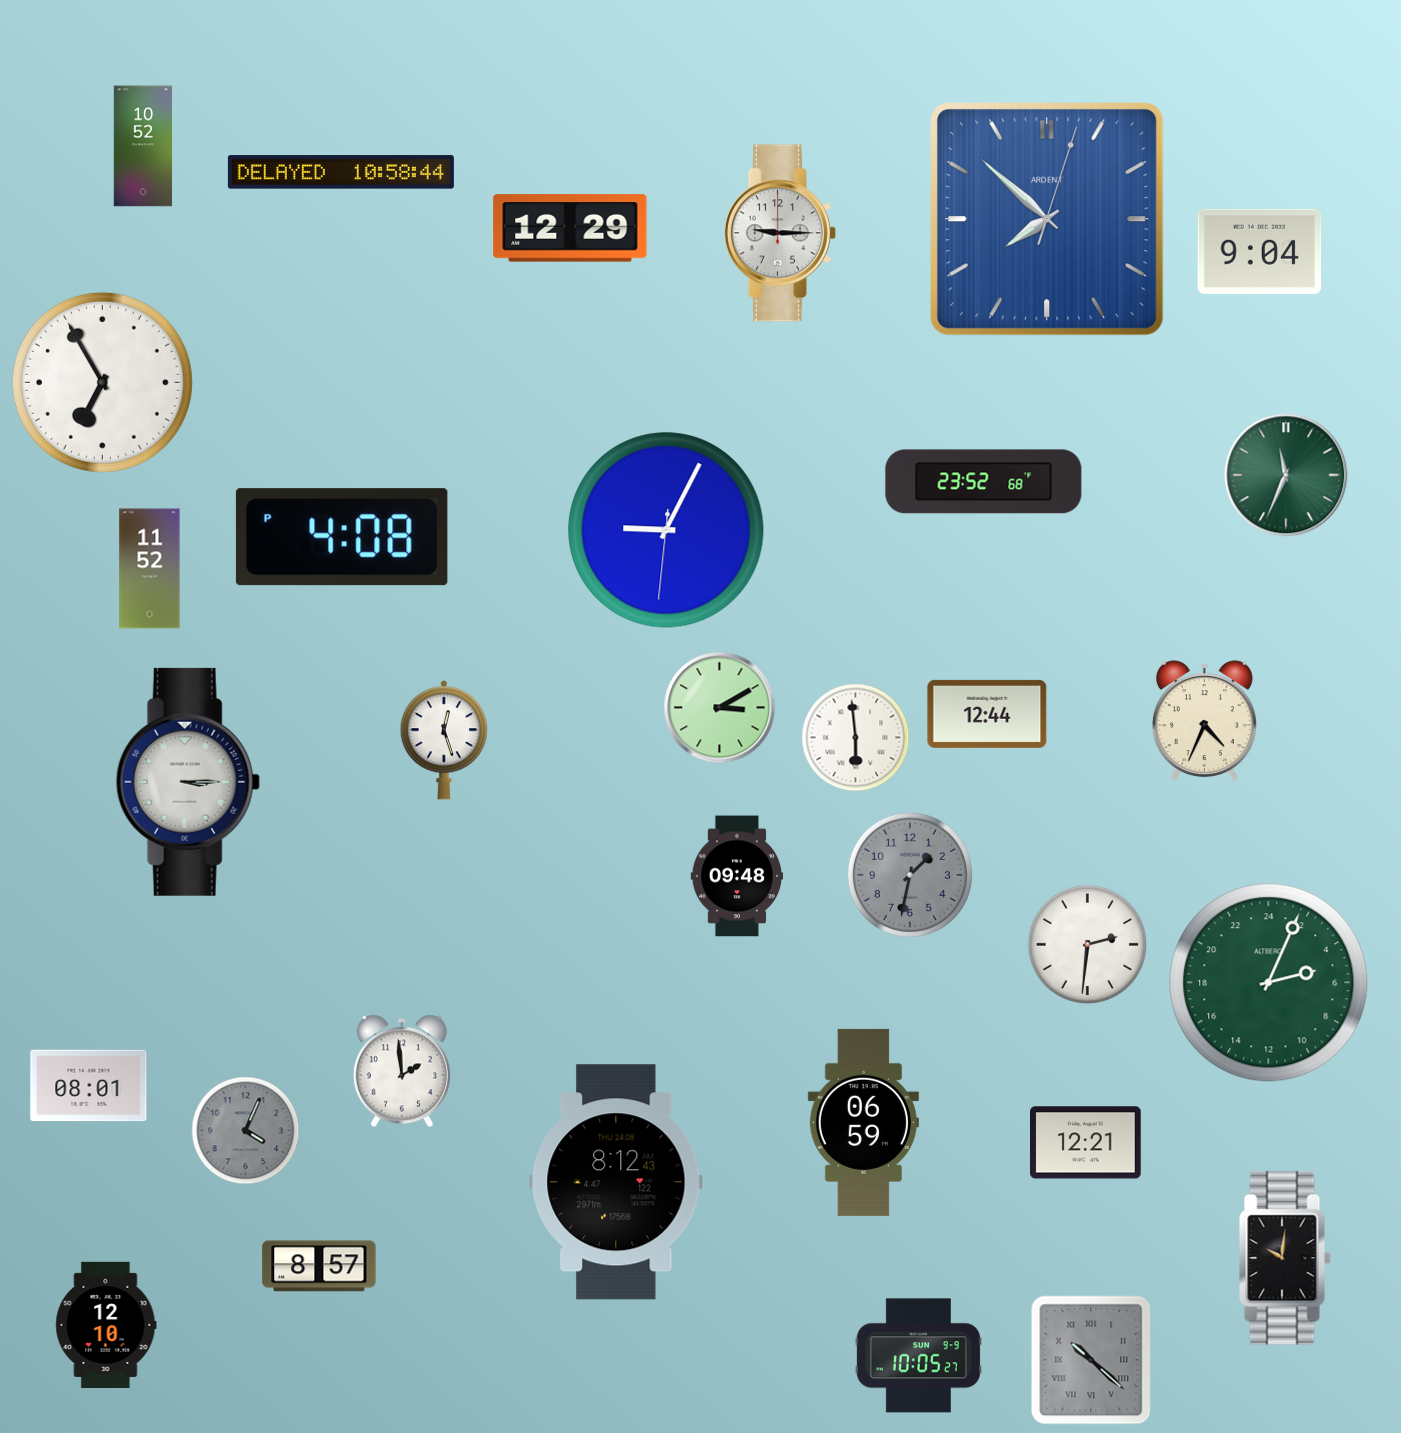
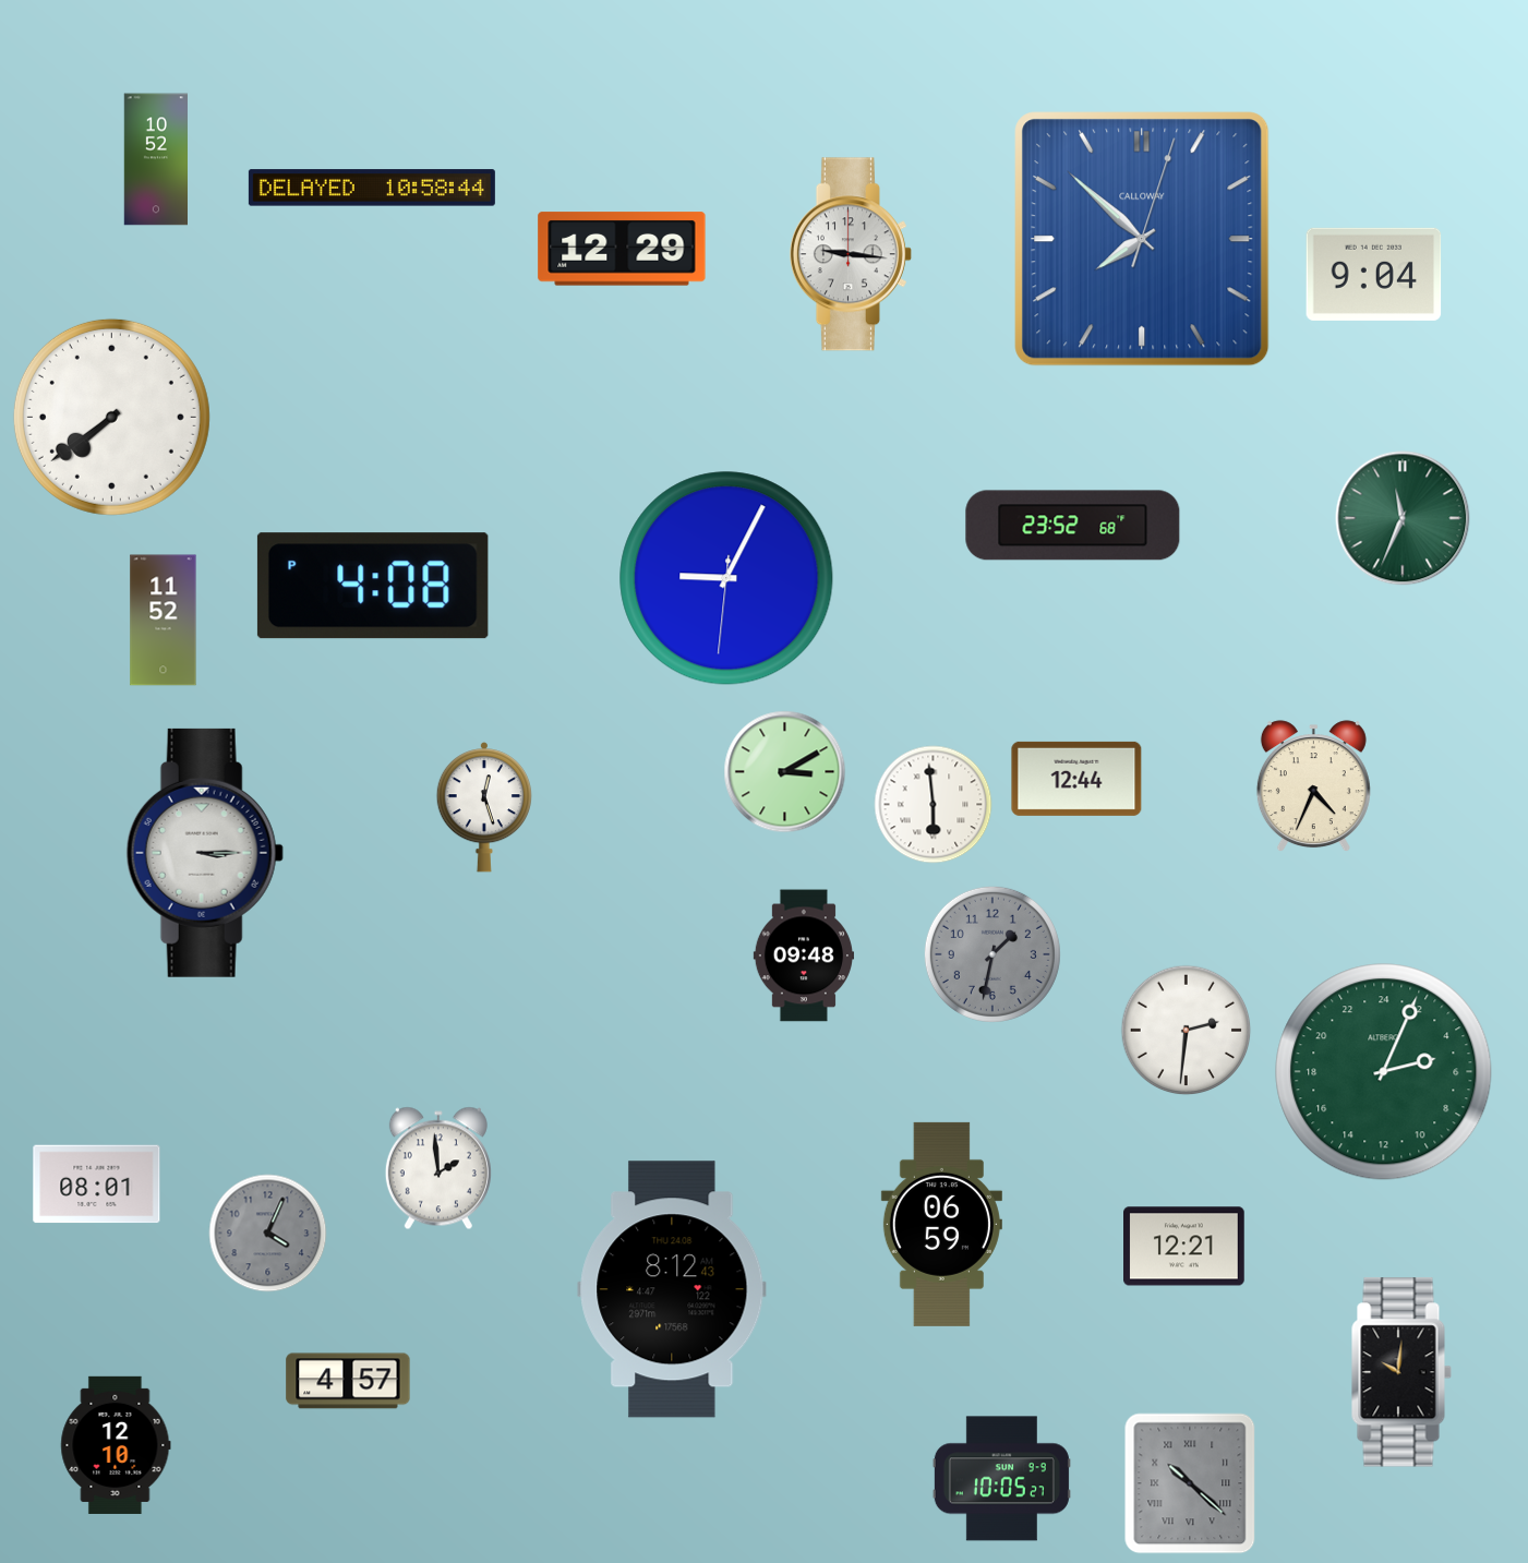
clock at (1047, 219) brand: ARDENT -> CALLOWAY
clock at (780, 233): 9:15 -> 9:16
clock at (102, 382): 6:55 -> 7:39
clock at (319, 1266): 8:57 -> 4:57
